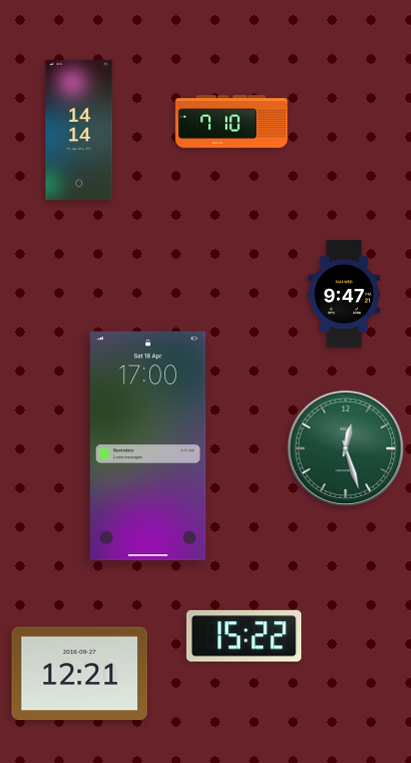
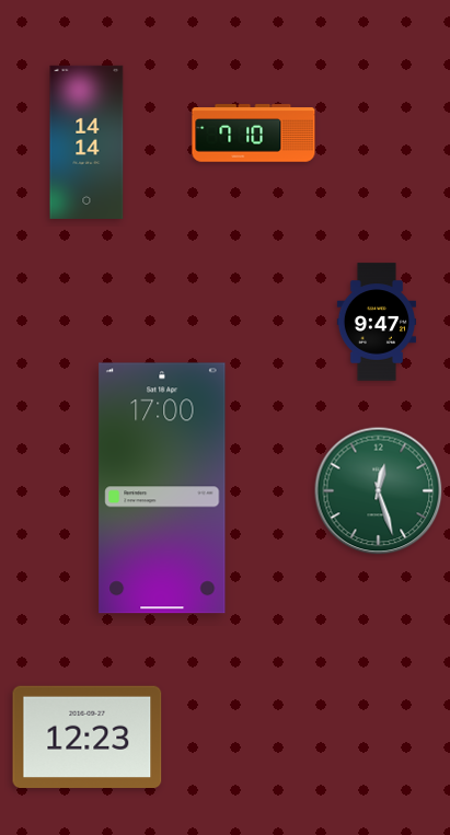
clock at (244, 636): 15:22 -> none
clock at (80, 673): 12:21 -> 12:23
